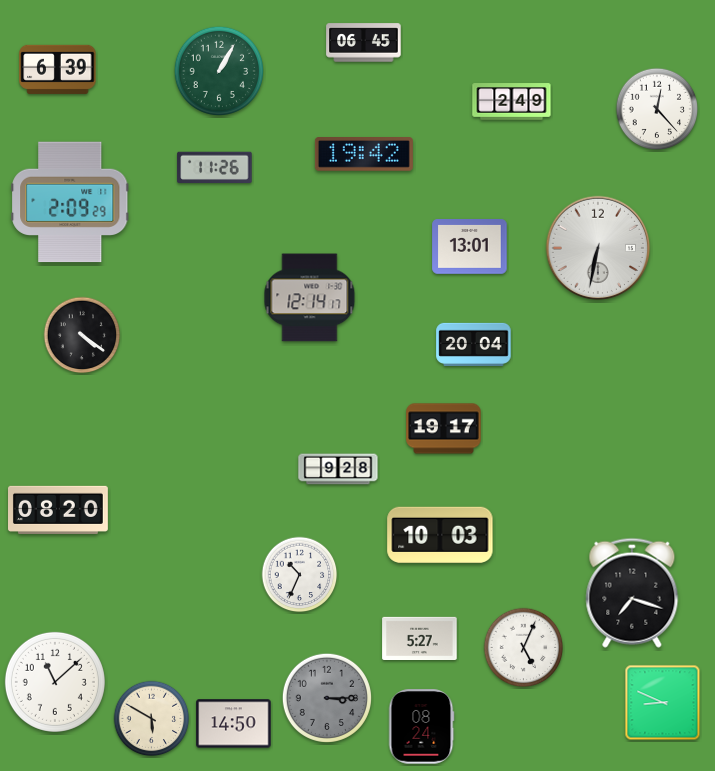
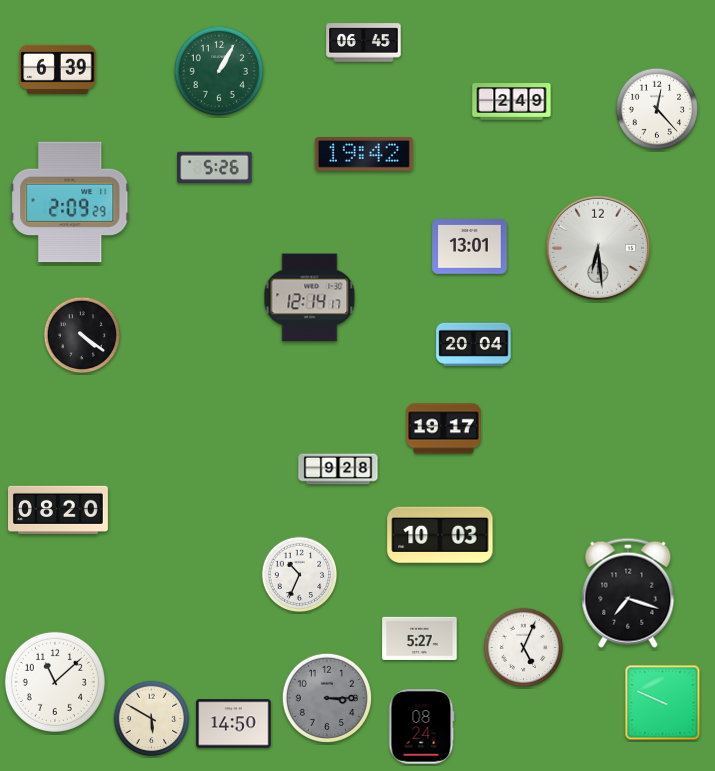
clock at (215, 168): 11:26 -> 5:26
clock at (598, 248): 6:32 -> 6:29
clock at (632, 593) position: (632, 593) -> (628, 593)
clock at (663, 703): 8:49 -> 9:49
